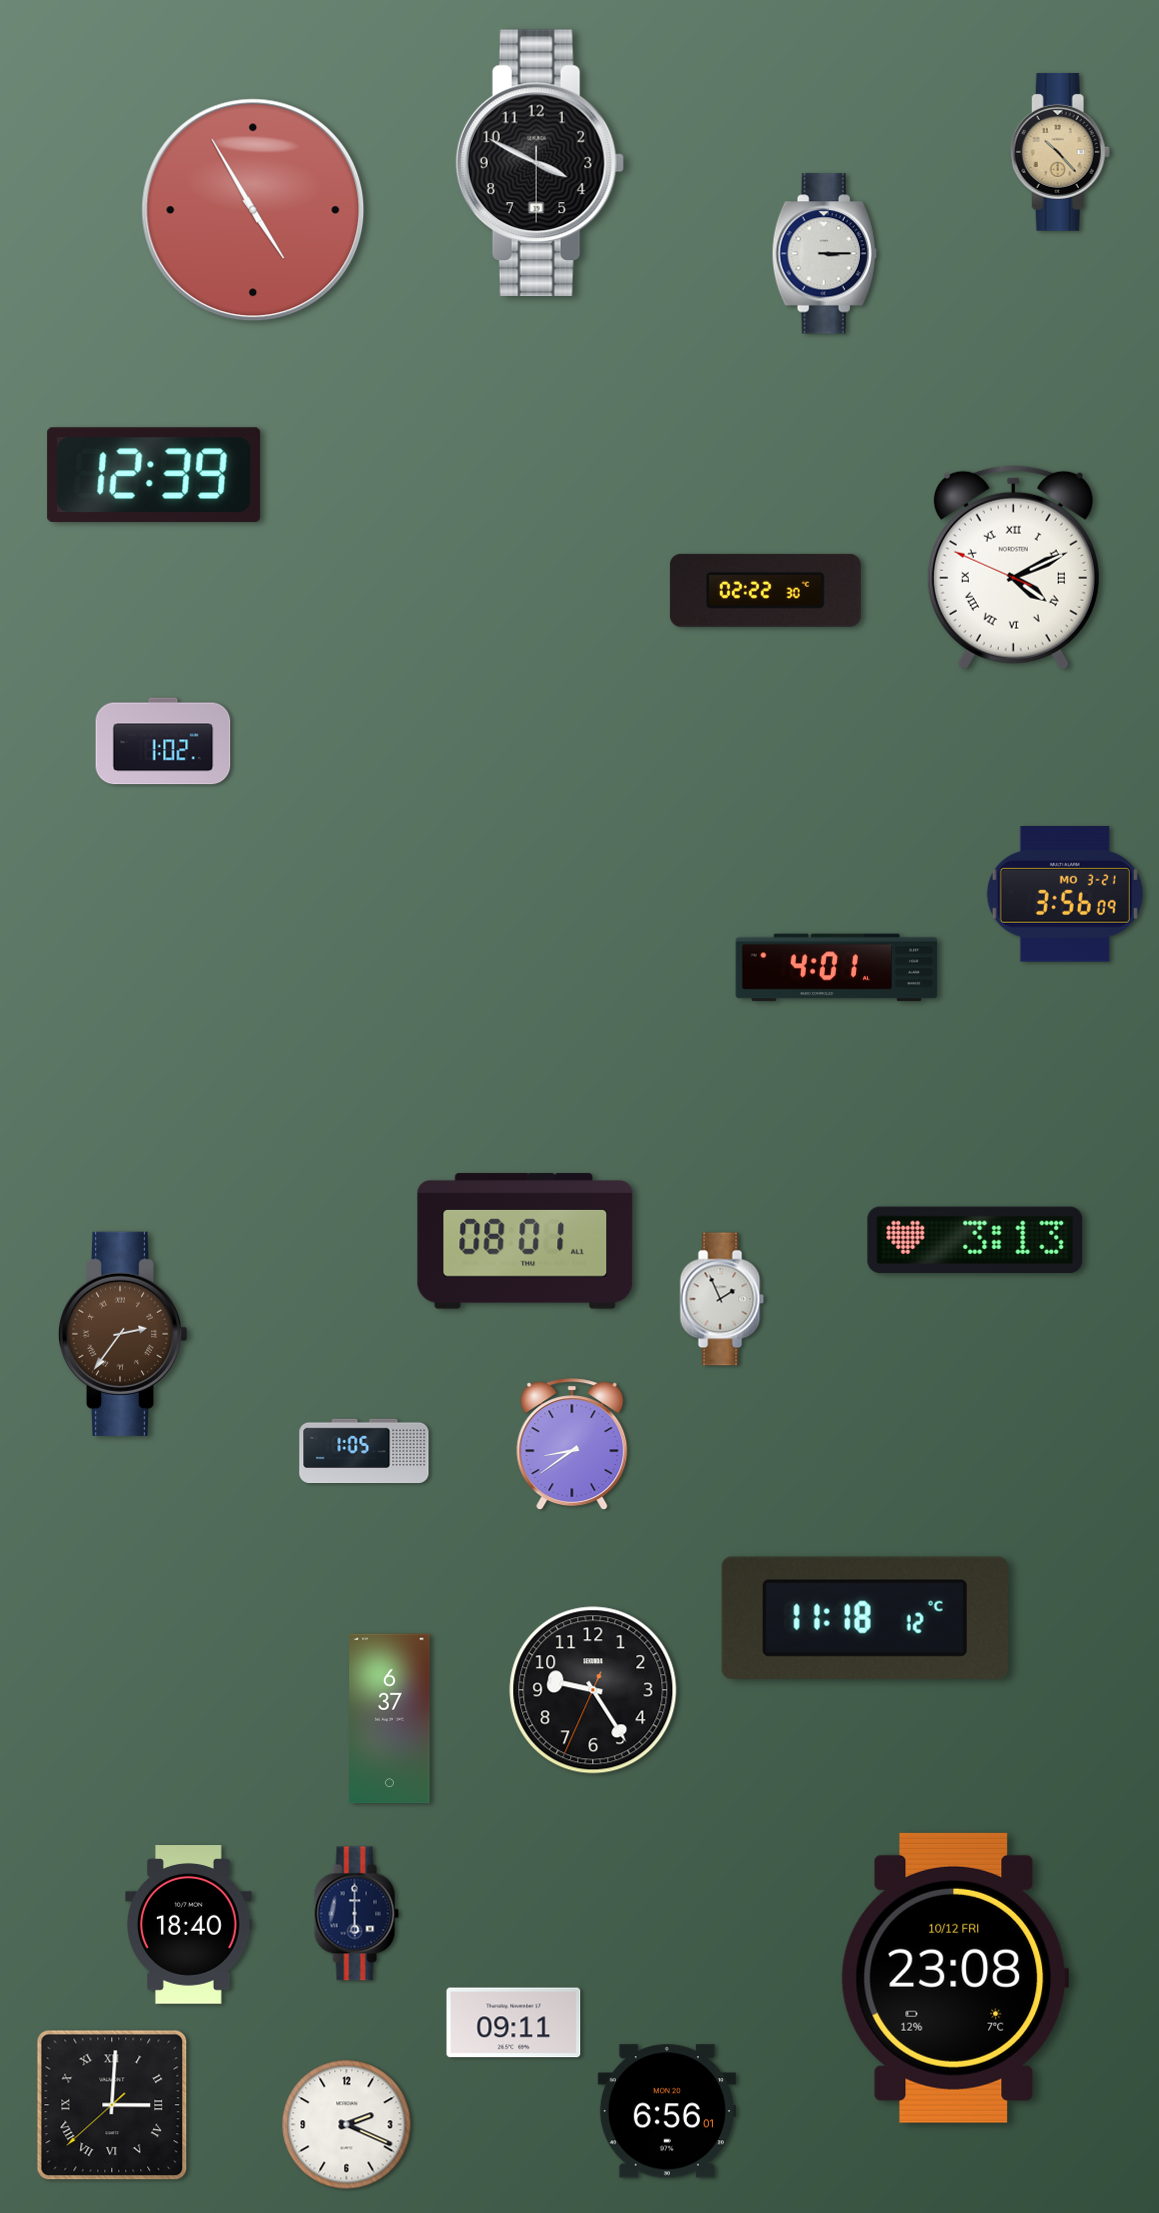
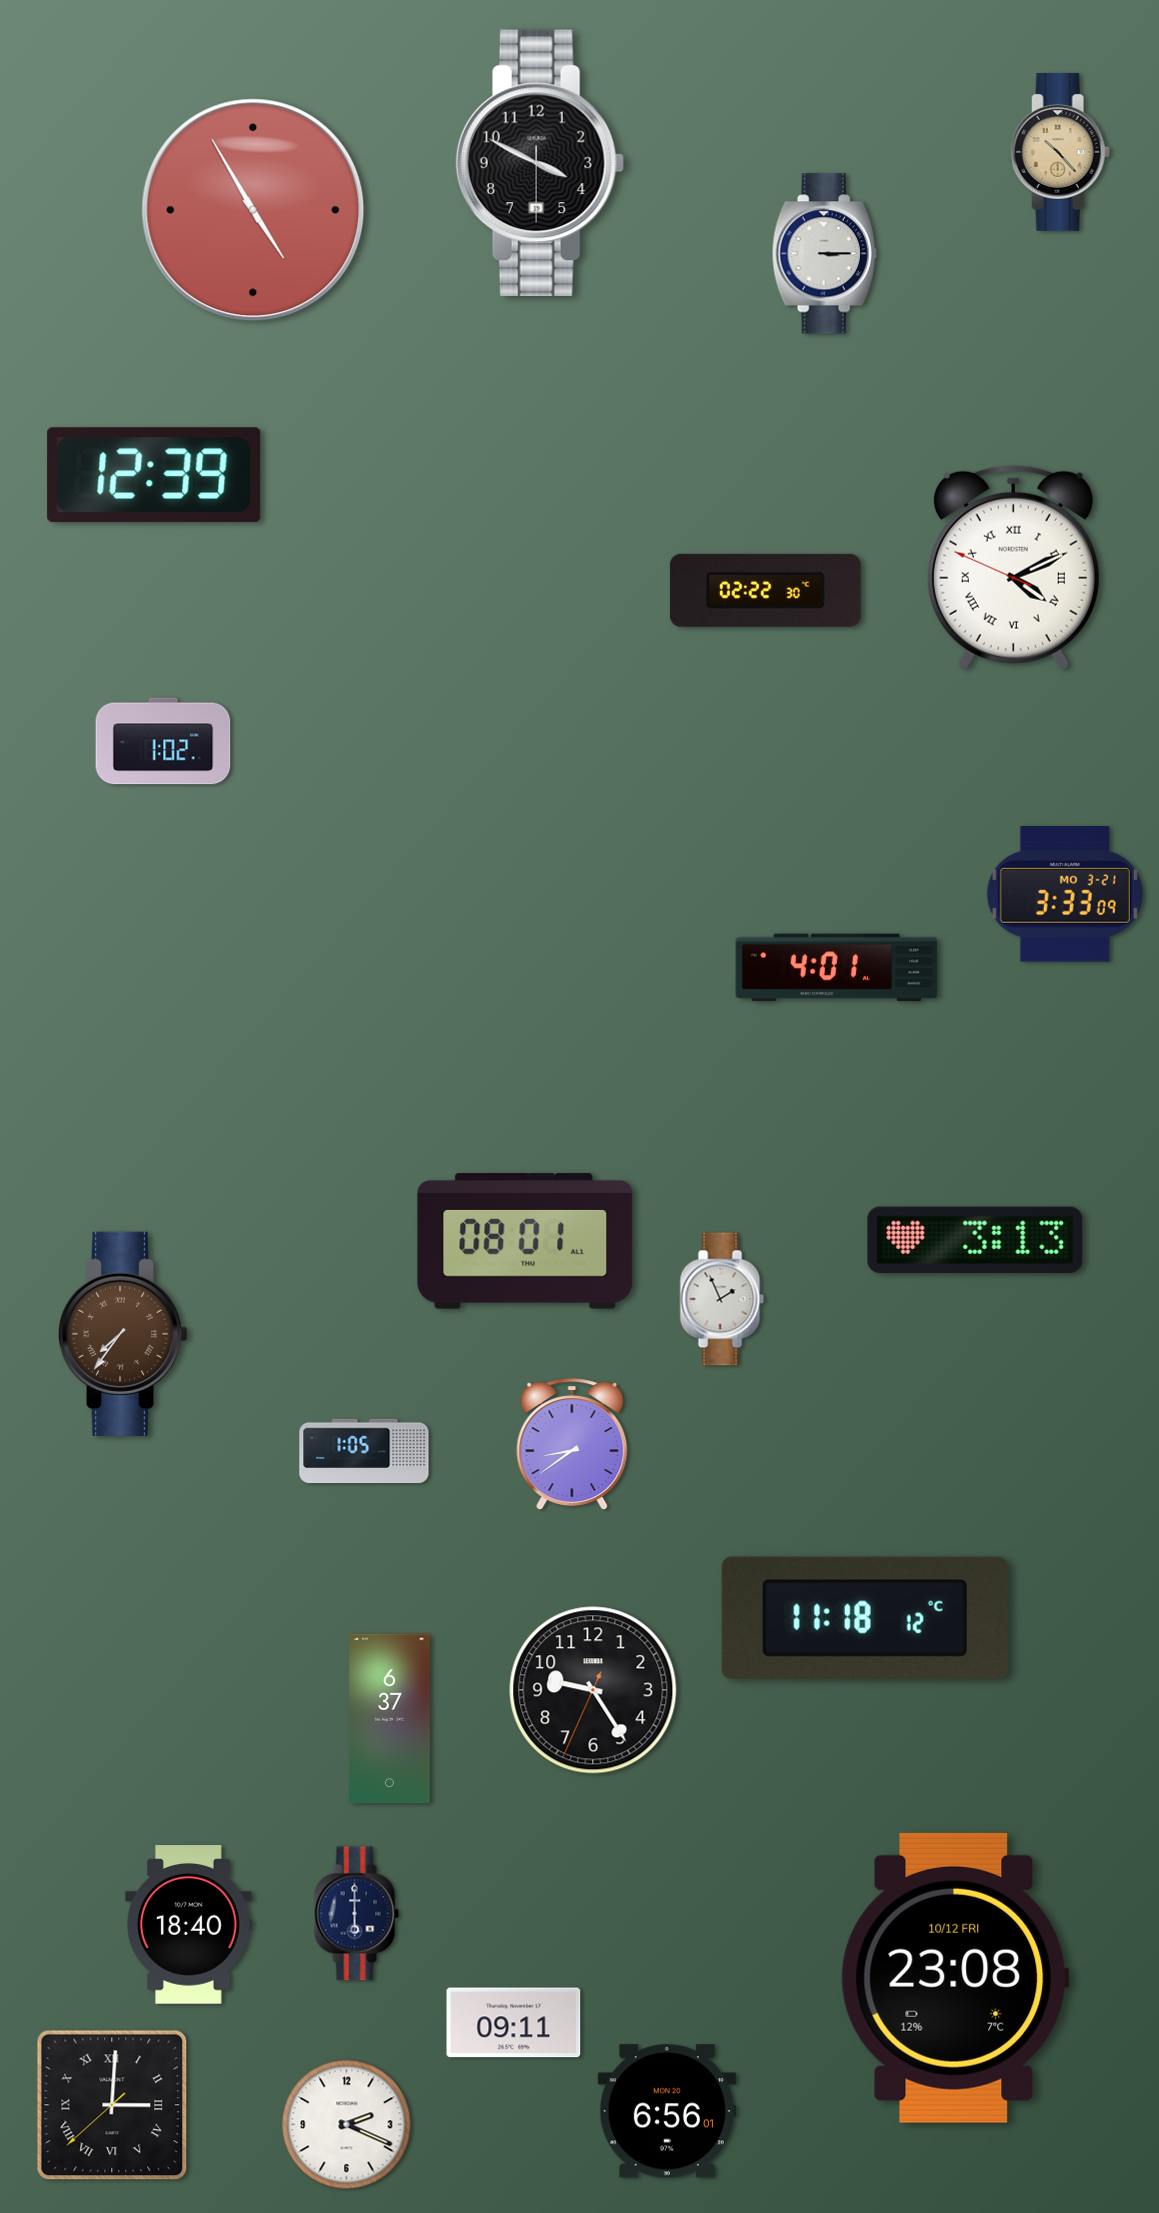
clock at (1065, 895): 3:56 -> 3:33
clock at (123, 1334): 2:36 -> 7:36
